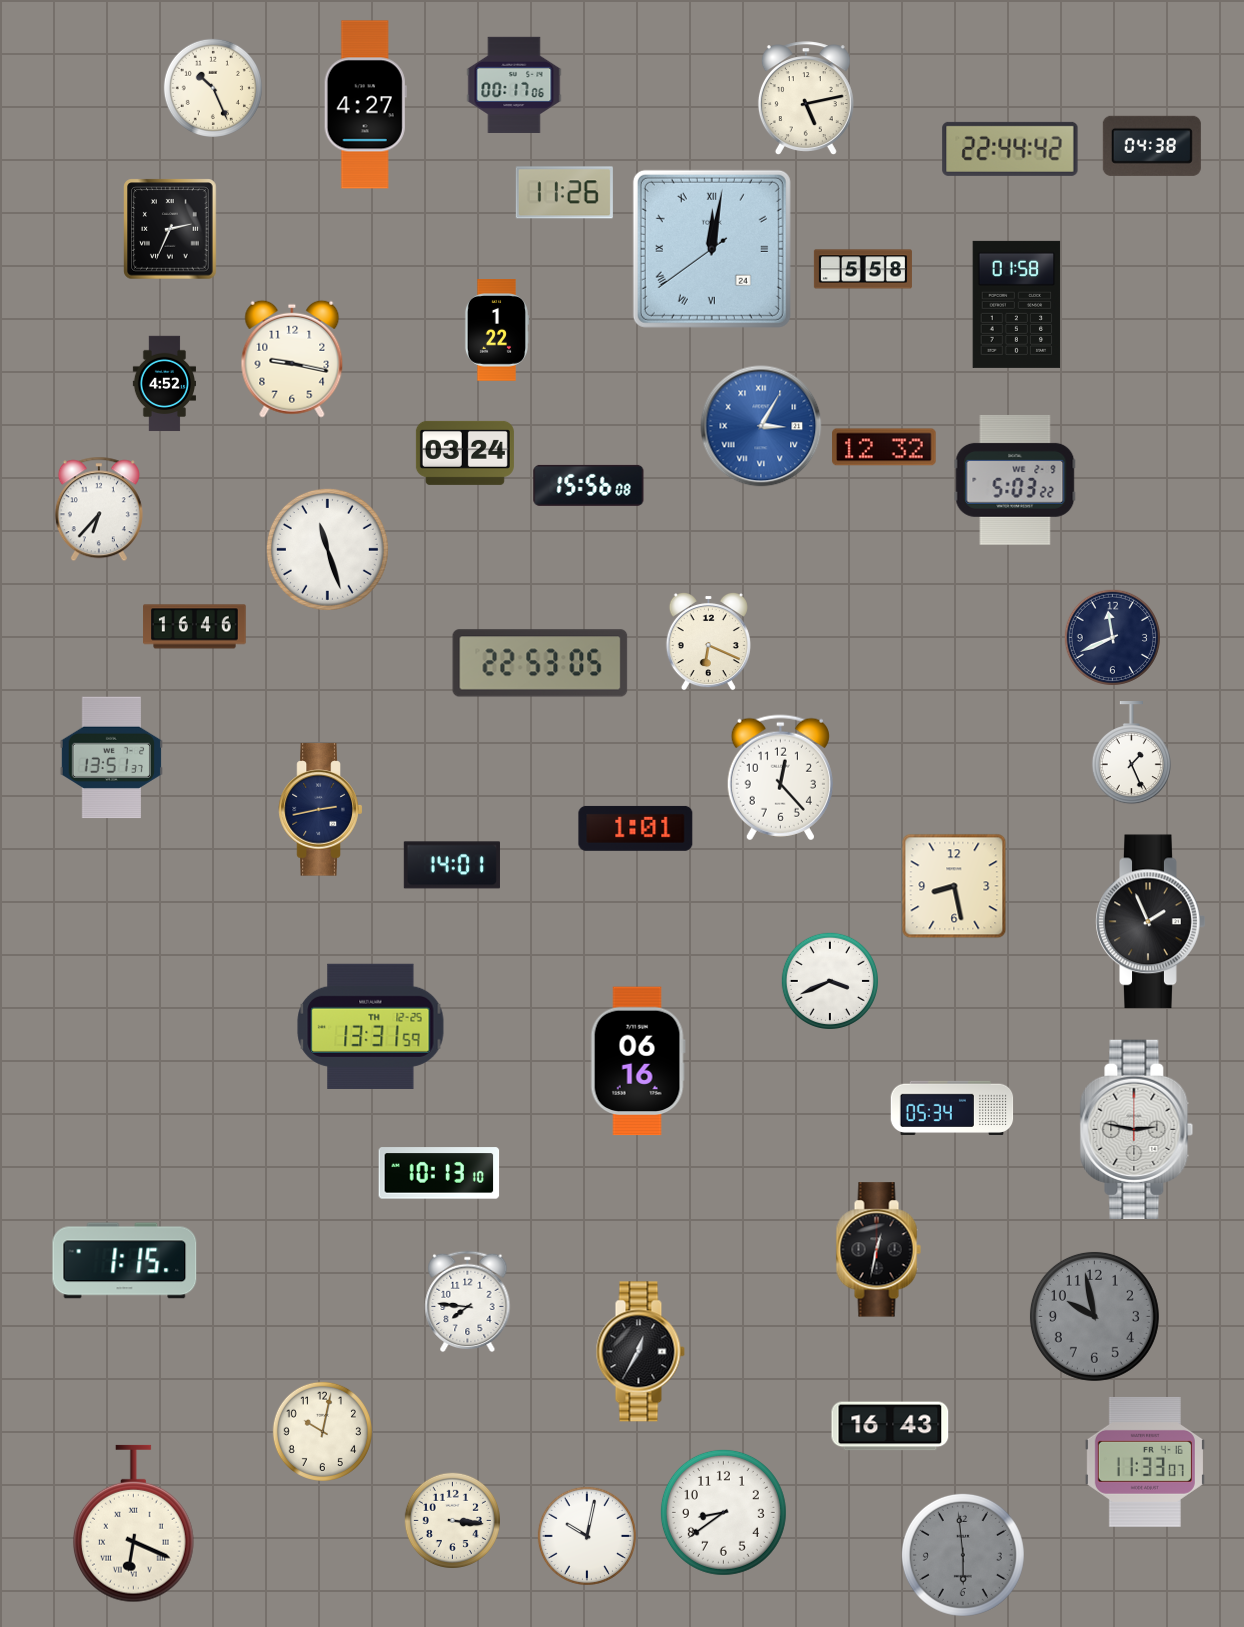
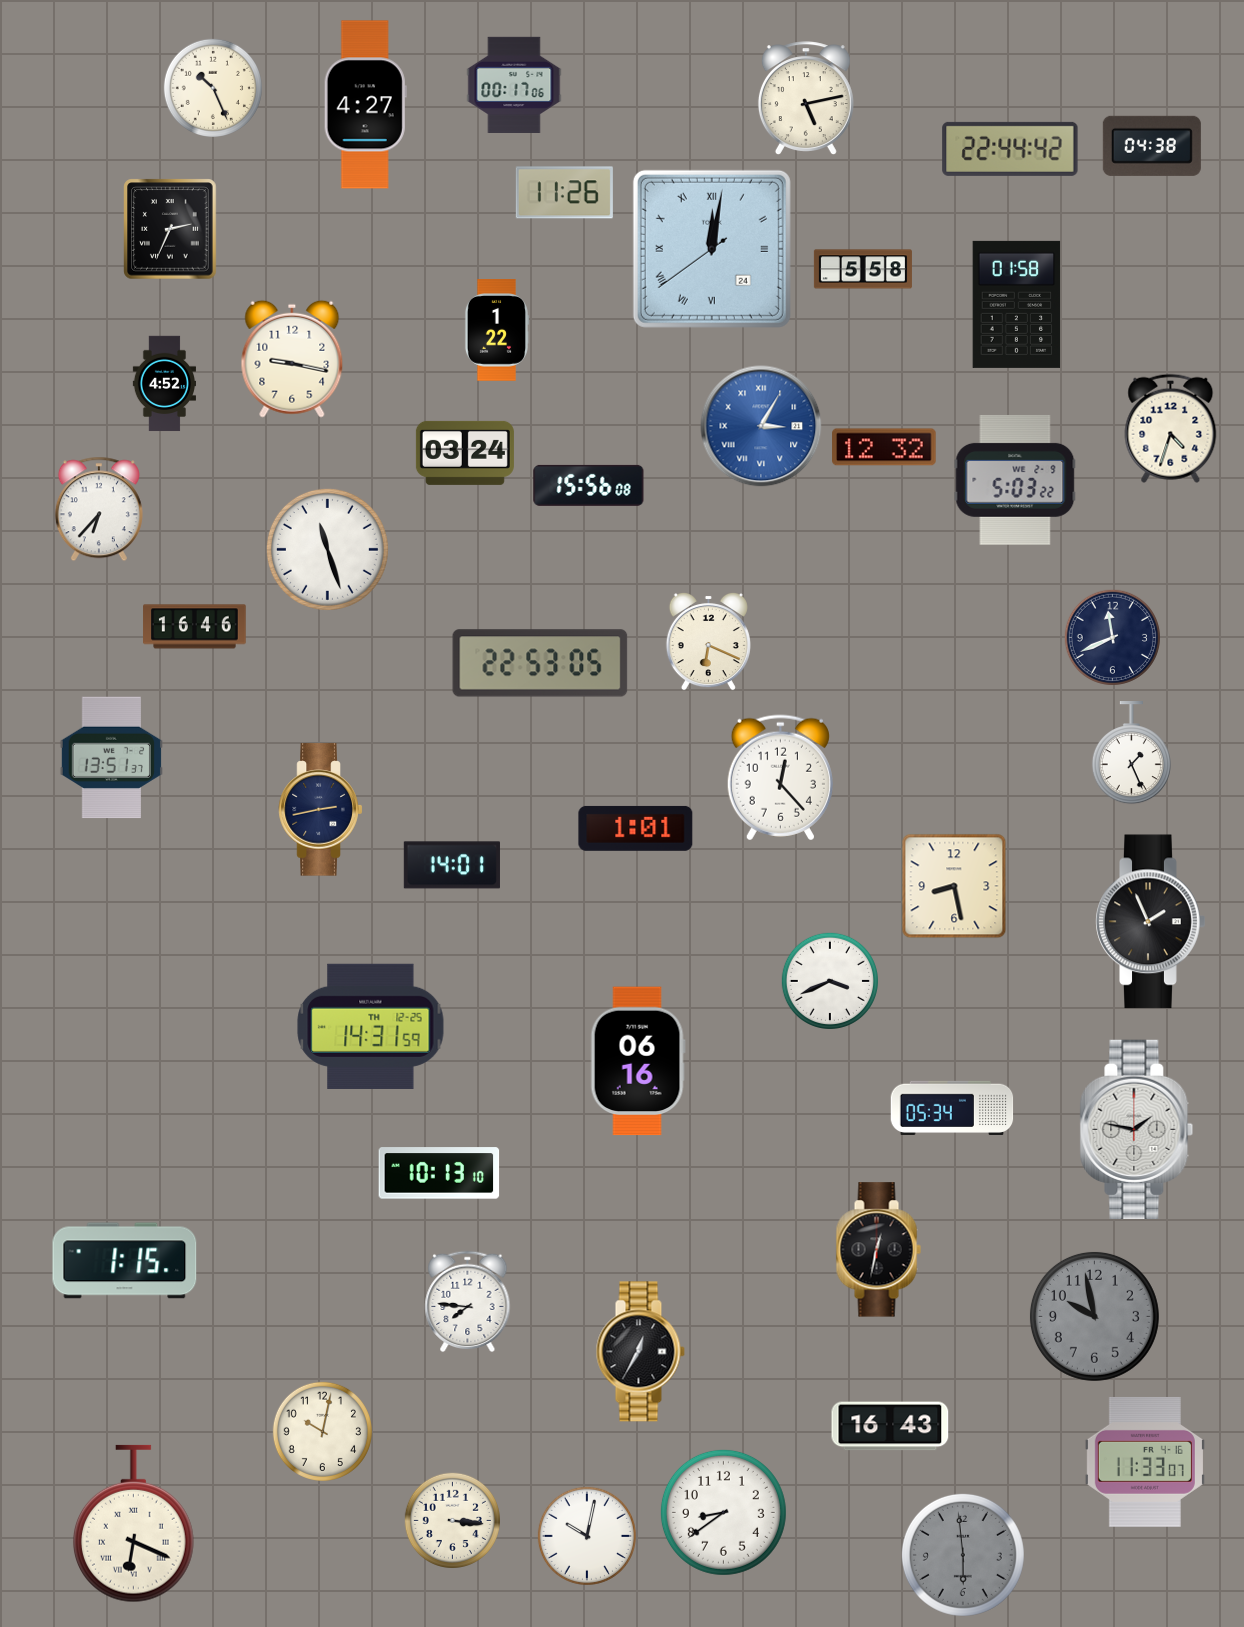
clock at (1171, 428): none -> 4:33
clock at (371, 1026): 13:31 -> 14:31
clock at (1137, 1129): 2:47 -> 1:47
